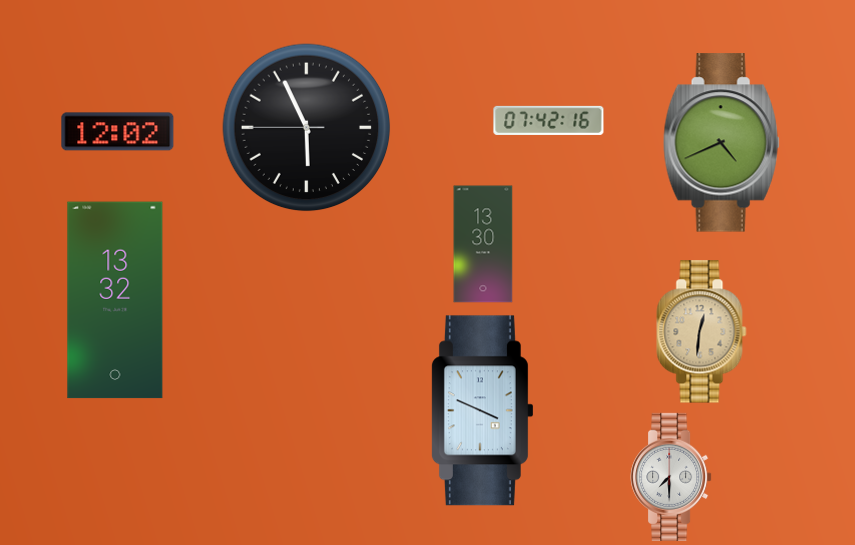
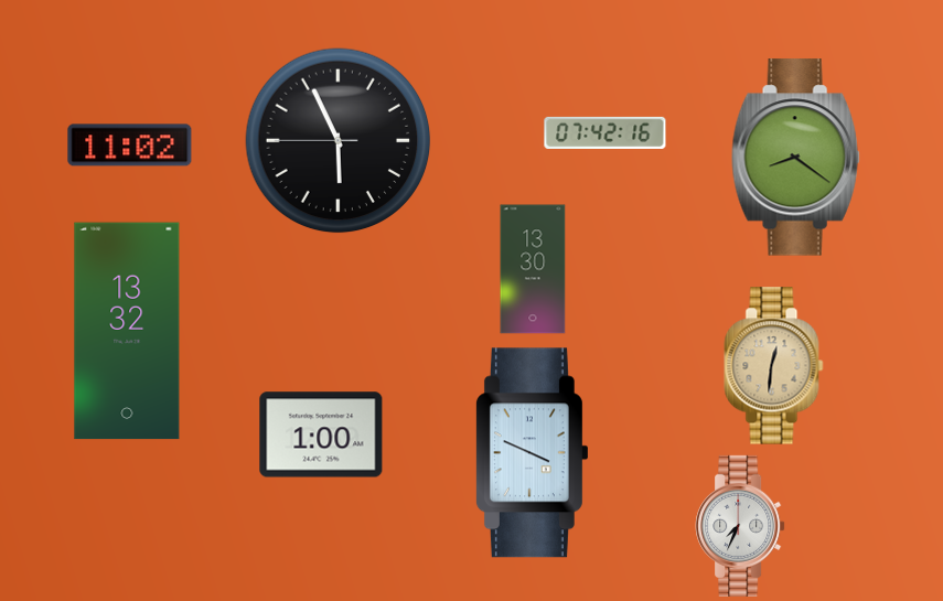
clock at (118, 132): 12:02 -> 11:02
clock at (721, 143): 4:41 -> 8:21
clock at (321, 434): none -> 1:00
clock at (671, 477): 7:30 -> 7:34
